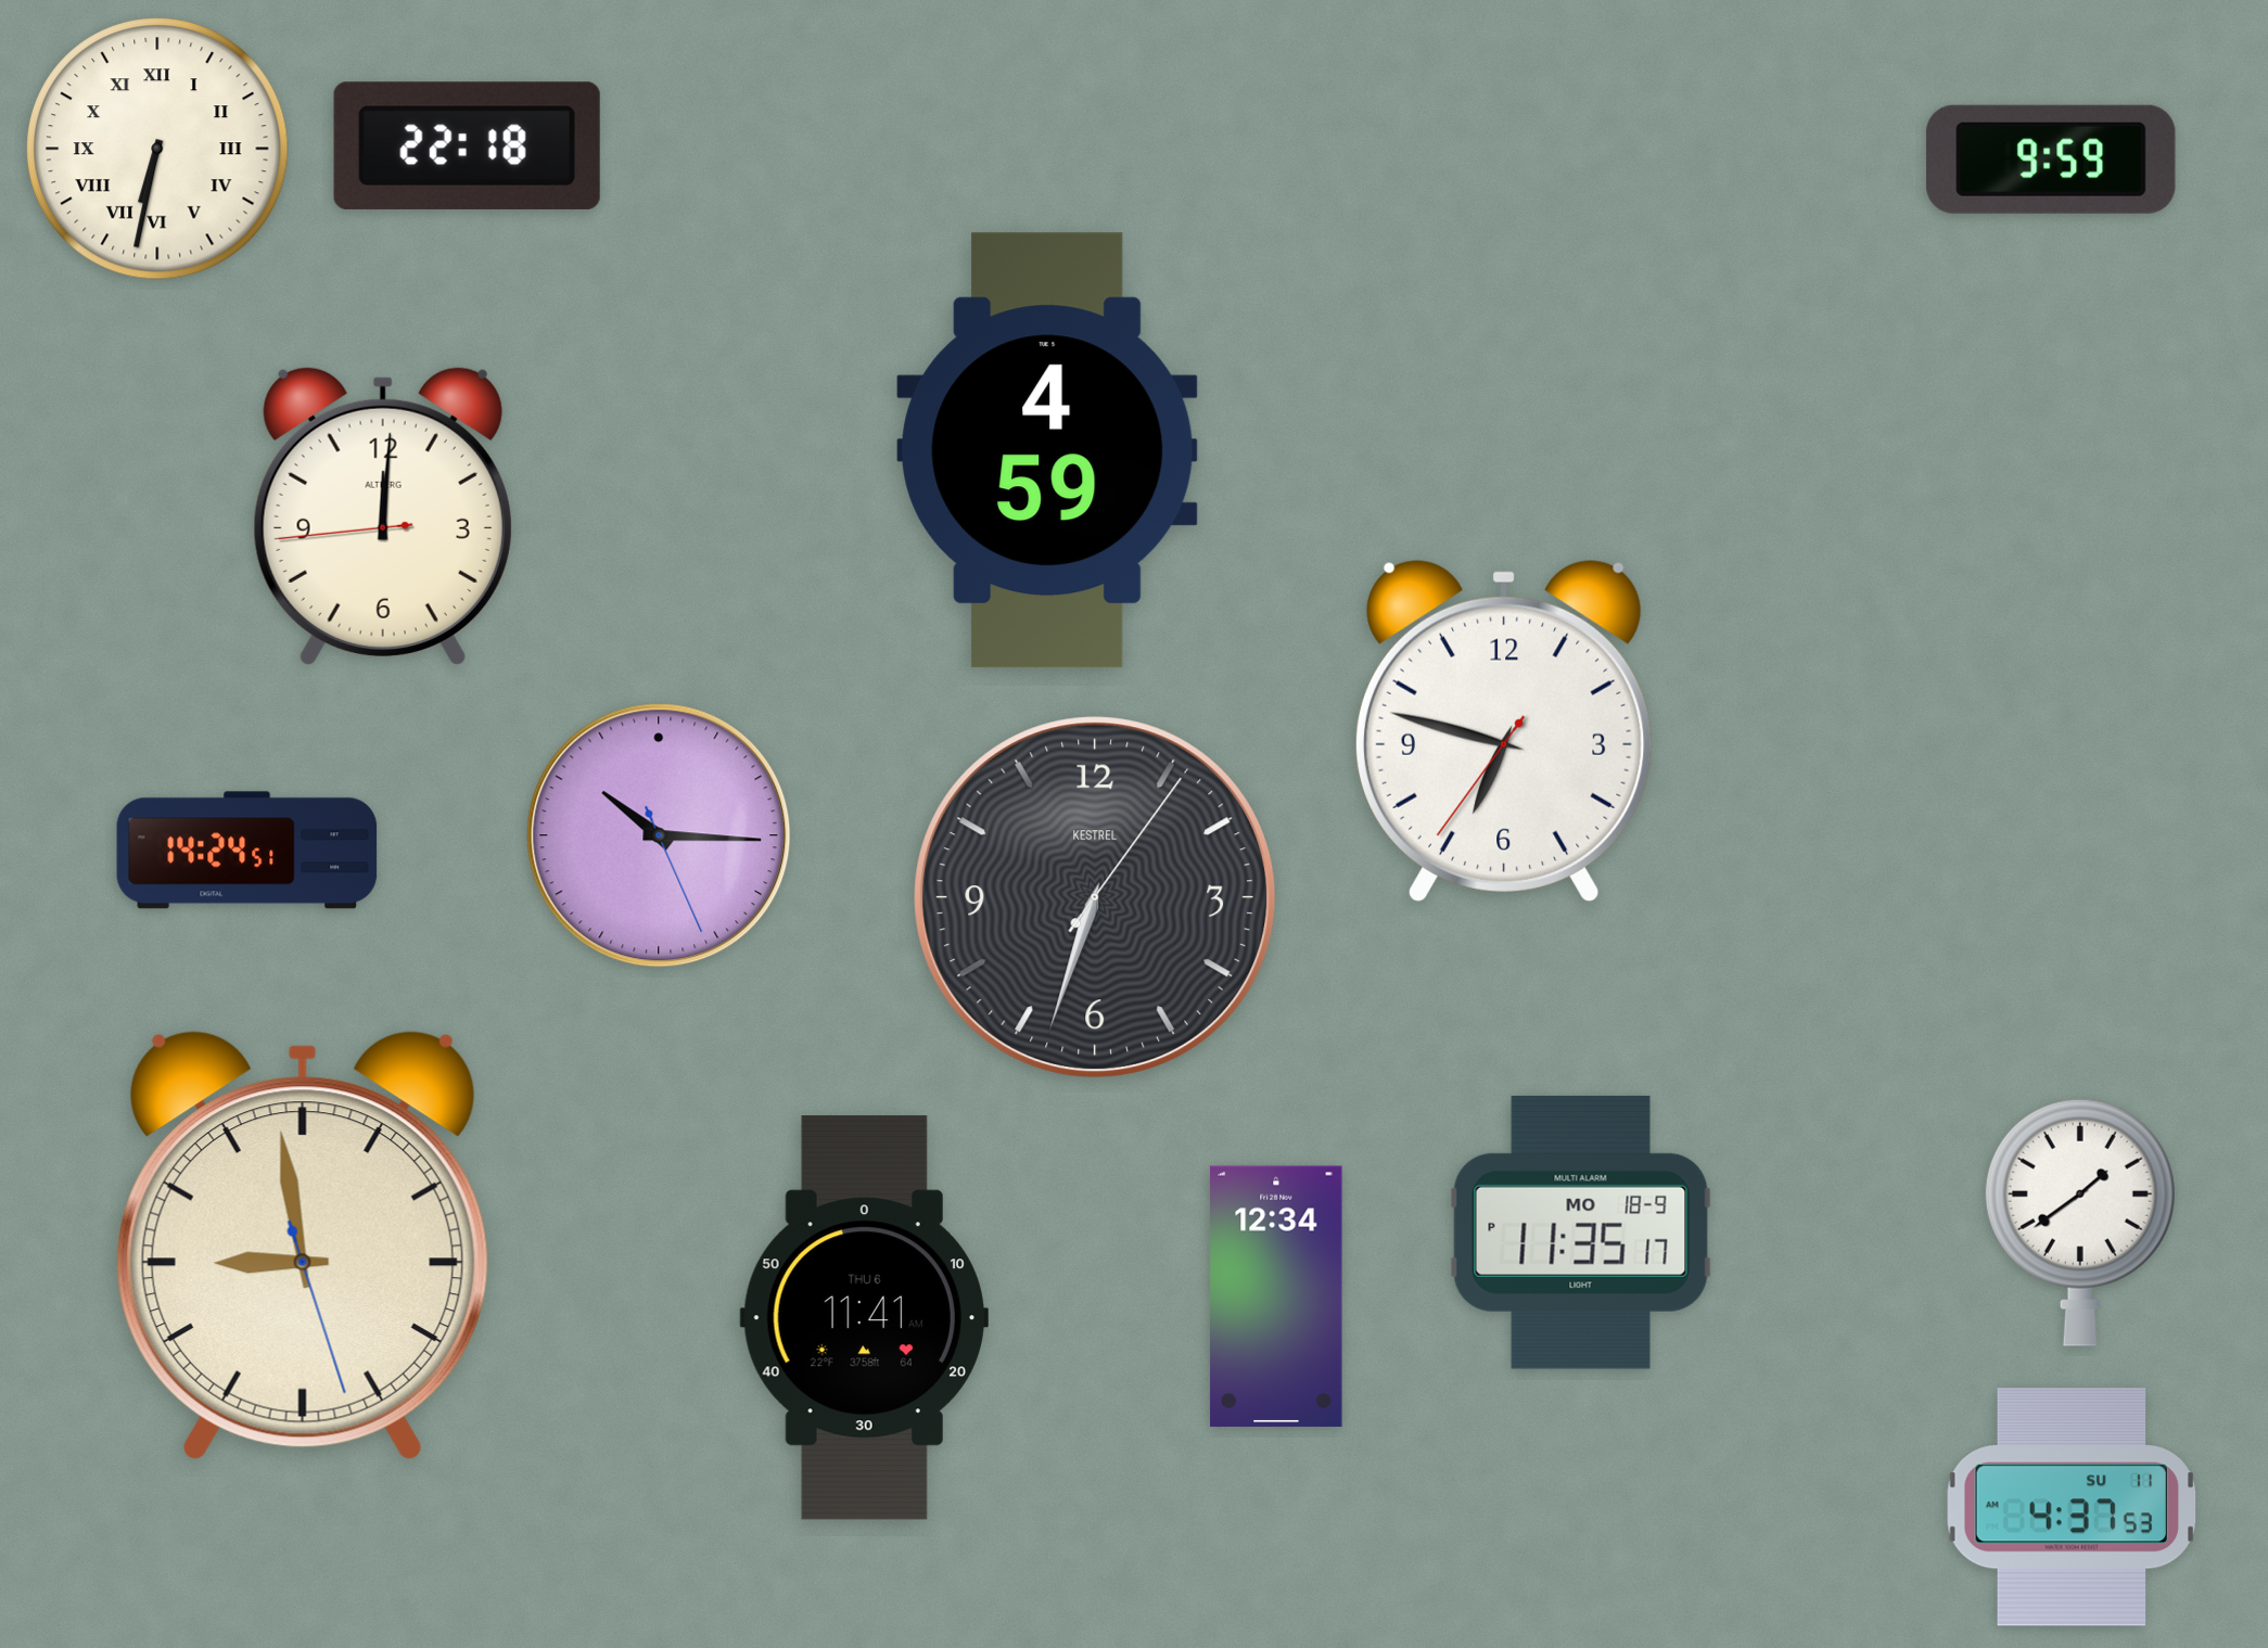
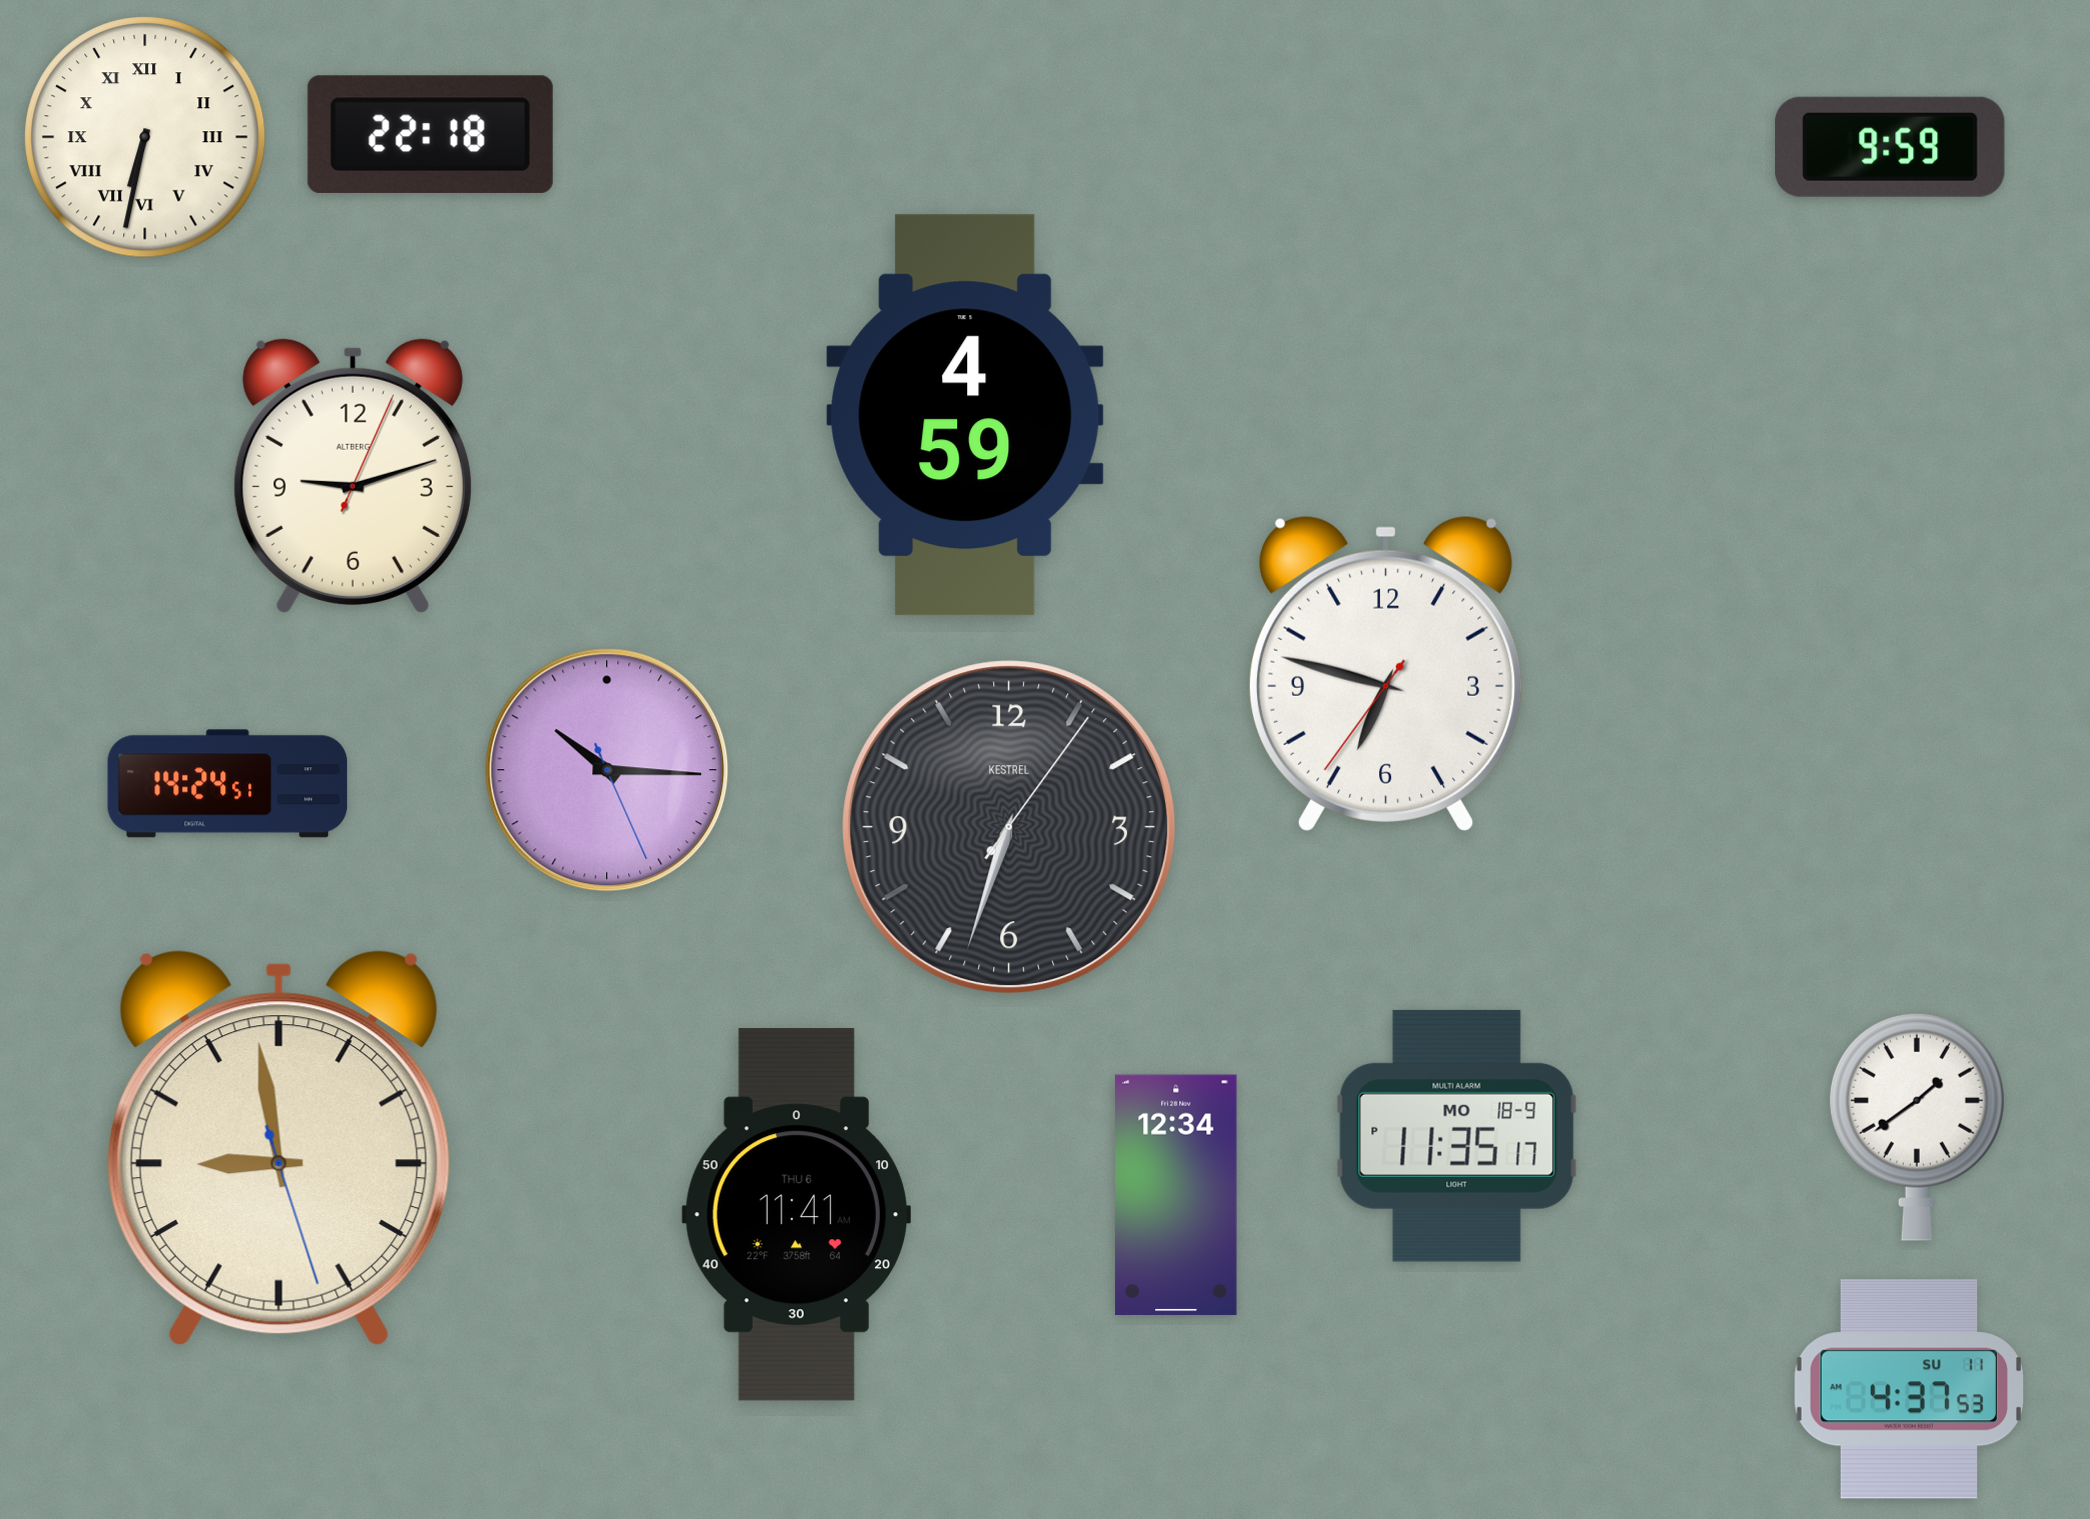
clock at (383, 516): 12:00 -> 9:12
